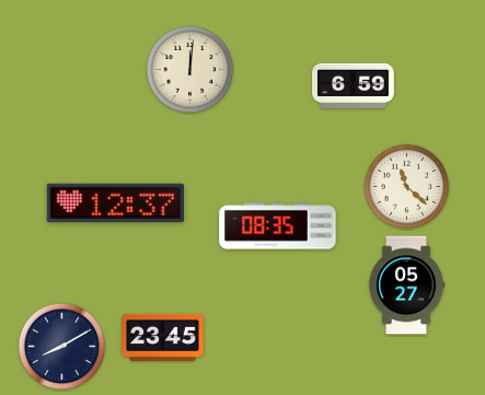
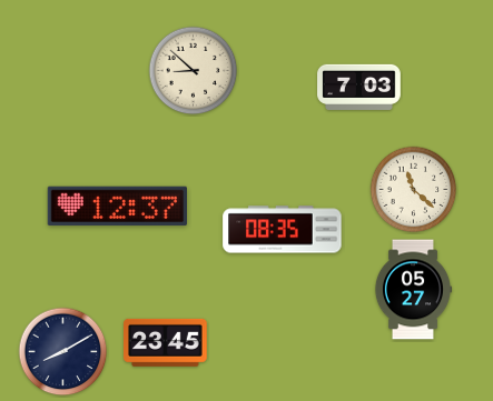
clock at (190, 70): 12:01 -> 8:52
clock at (354, 85): 6:59 -> 7:03
